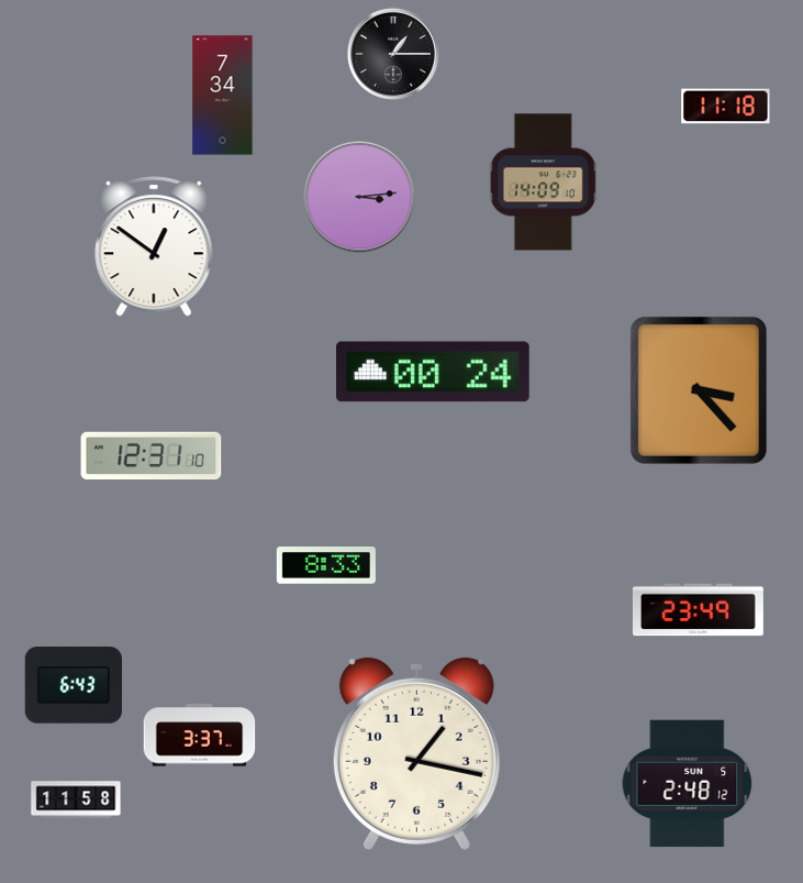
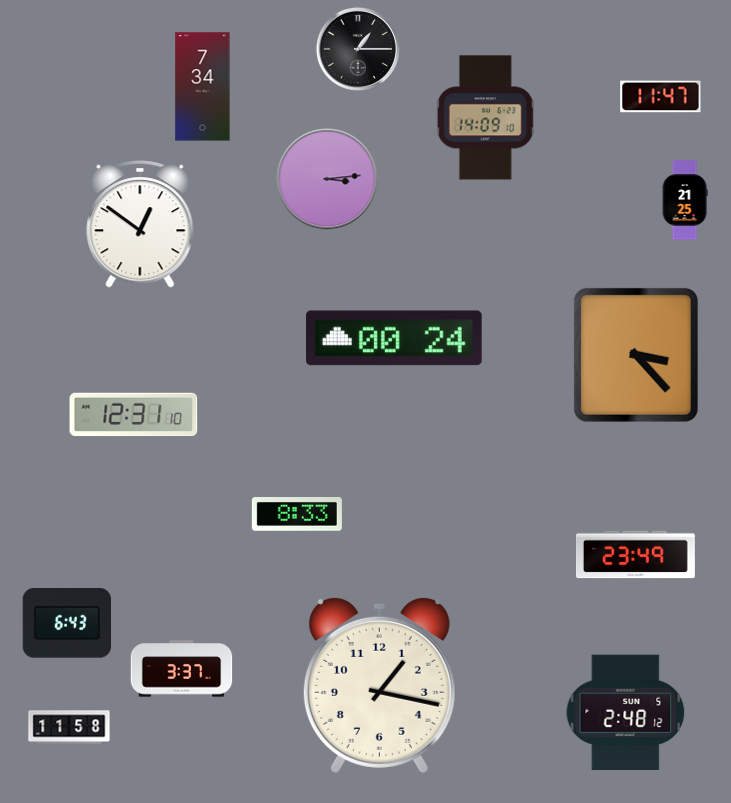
clock at (726, 107): 11:18 -> 11:47
clock at (543, 183) position: (543, 183) -> (485, 118)
clock at (685, 200): none -> 21:25
clock at (152, 456) position: (152, 456) -> (134, 415)
